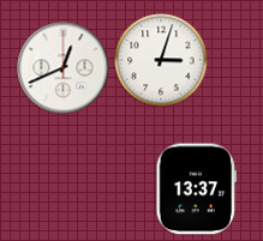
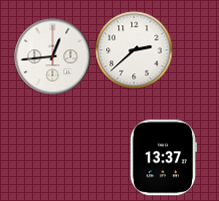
clock at (161, 60): 3:03 -> 2:38
clock at (64, 68): 12:41 -> 12:44
